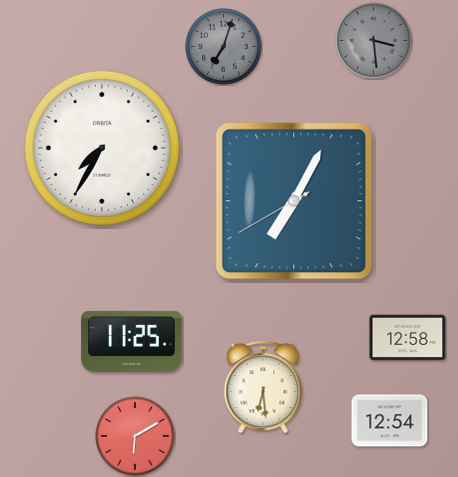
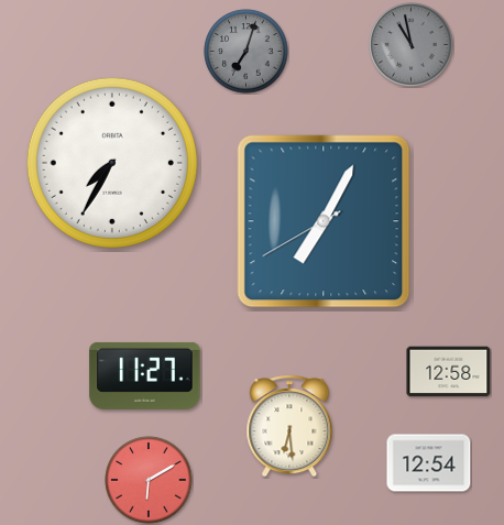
clock at (374, 41): 3:29 -> 10:58
clock at (132, 341): 11:25 -> 11:27
